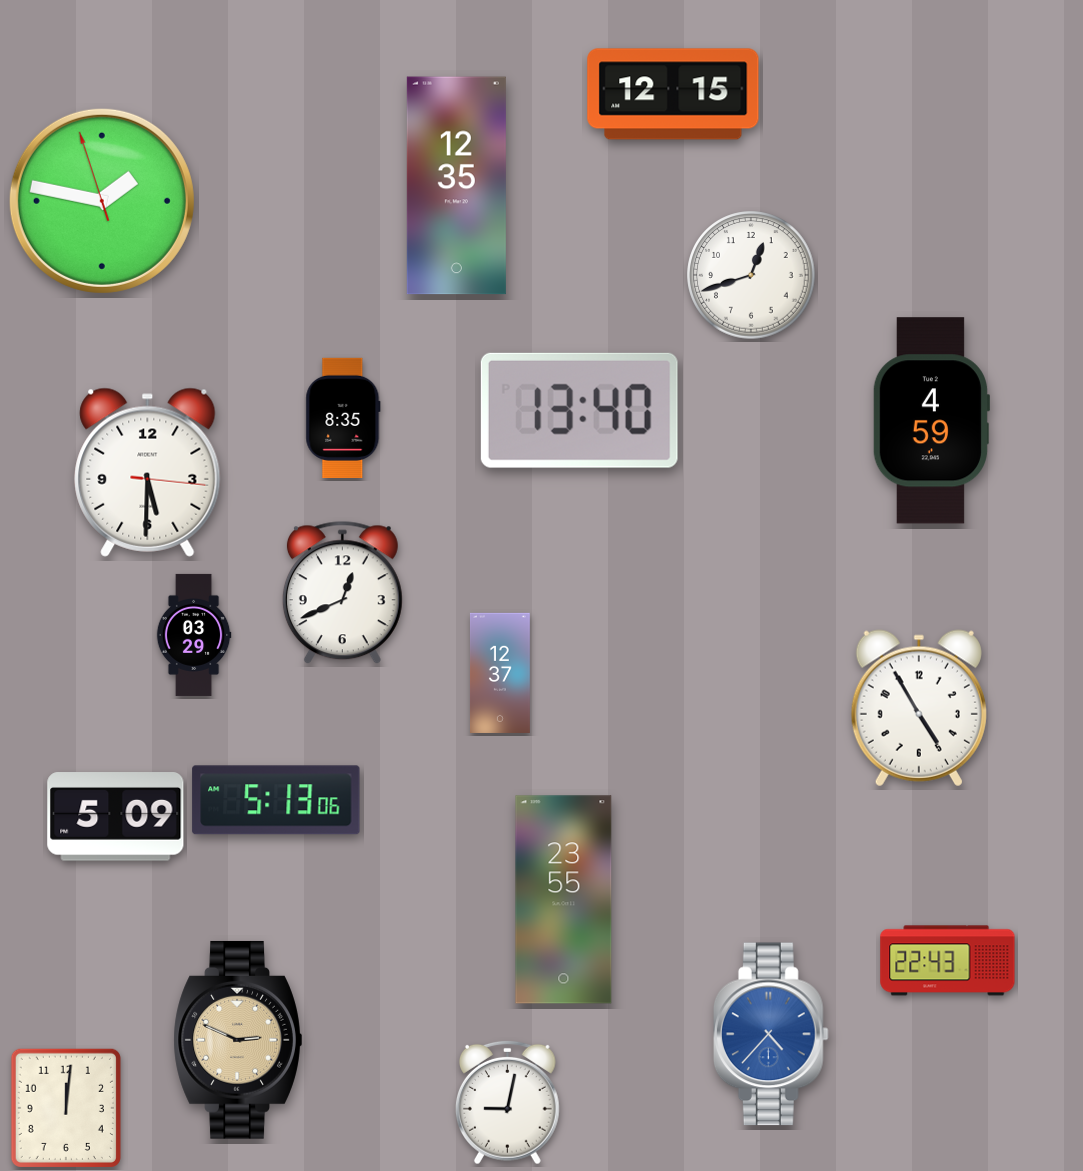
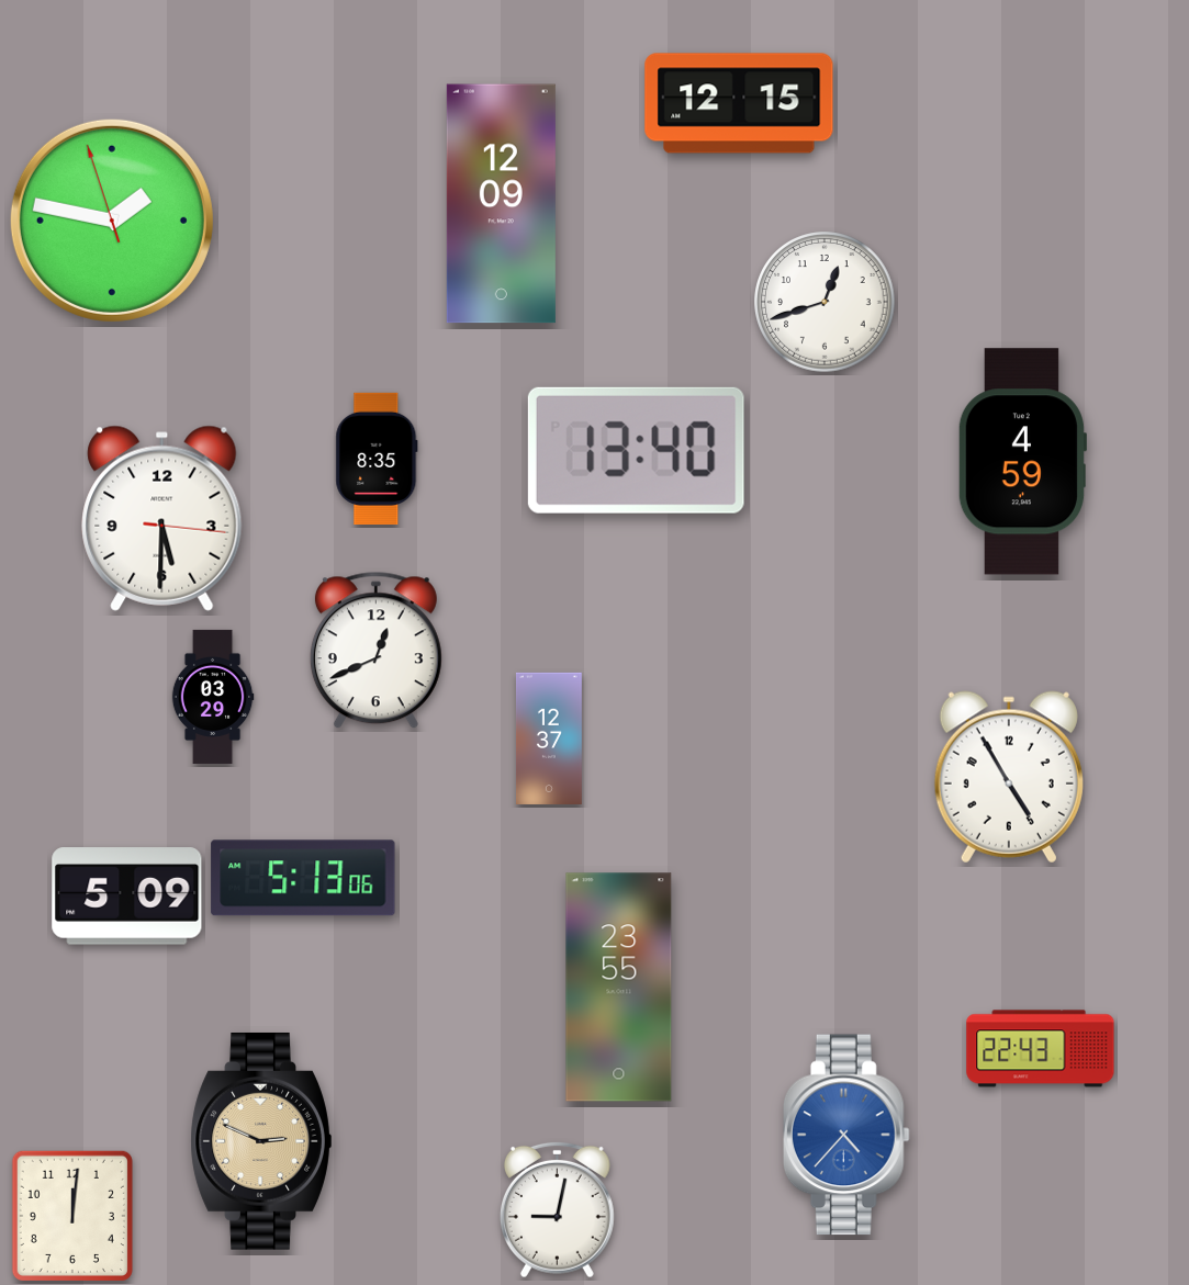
clock at (456, 186): 12:35 -> 12:09
clock at (948, 961) position: (948, 961) -> (1041, 1049)
